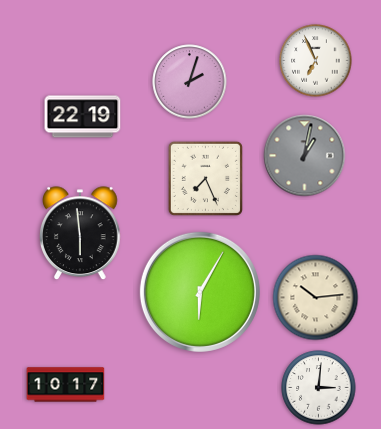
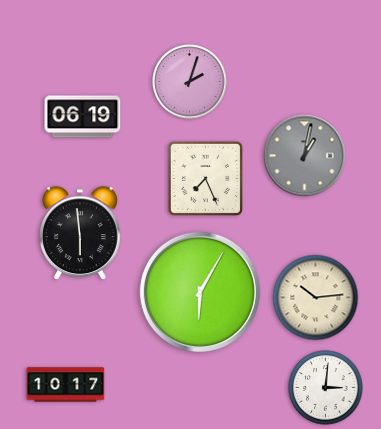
clock at (316, 61): 6:56 -> none
clock at (83, 117): 22:19 -> 06:19
clock at (319, 388) position: (319, 388) -> (326, 388)
